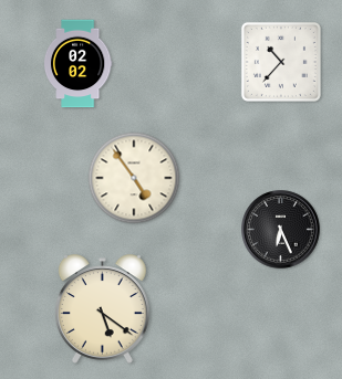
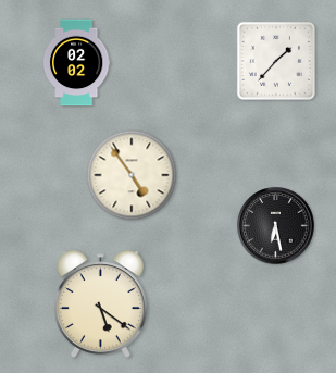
clock at (281, 62): 10:37 -> 1:37
clock at (281, 230): 6:26 -> 6:28
